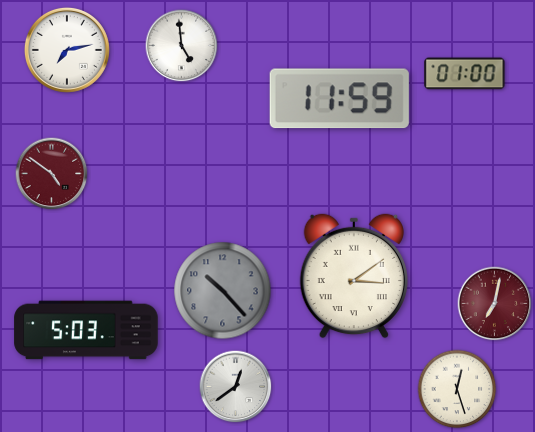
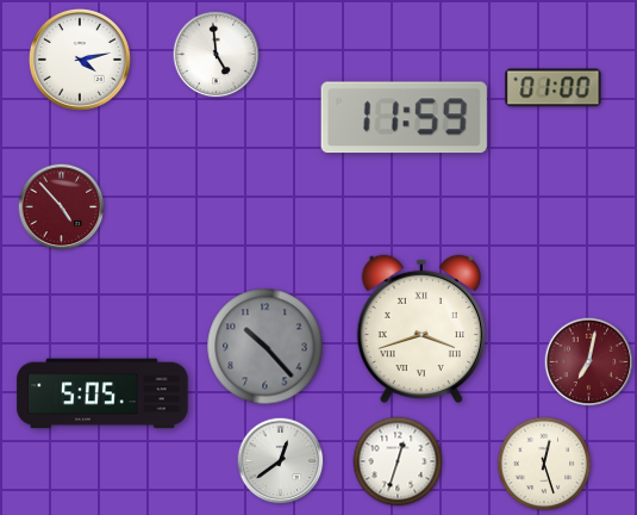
clock at (67, 50): 7:13 -> 4:13
clock at (52, 174): 4:51 -> 4:53
clock at (354, 276): 3:09 -> 3:42
clock at (86, 330): 5:03 -> 5:05
clock at (398, 461): none -> 12:33
